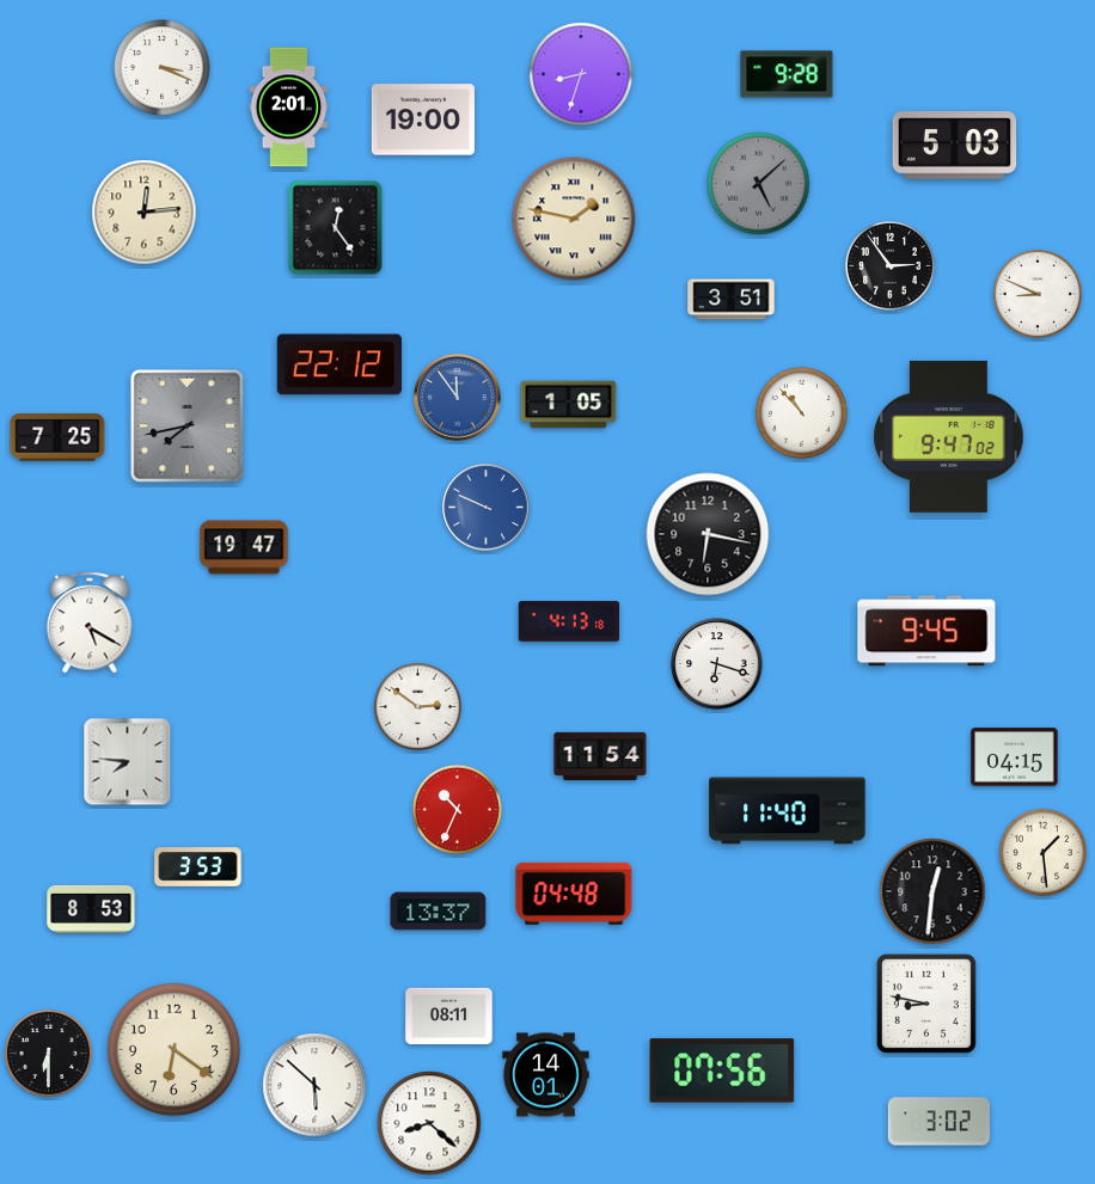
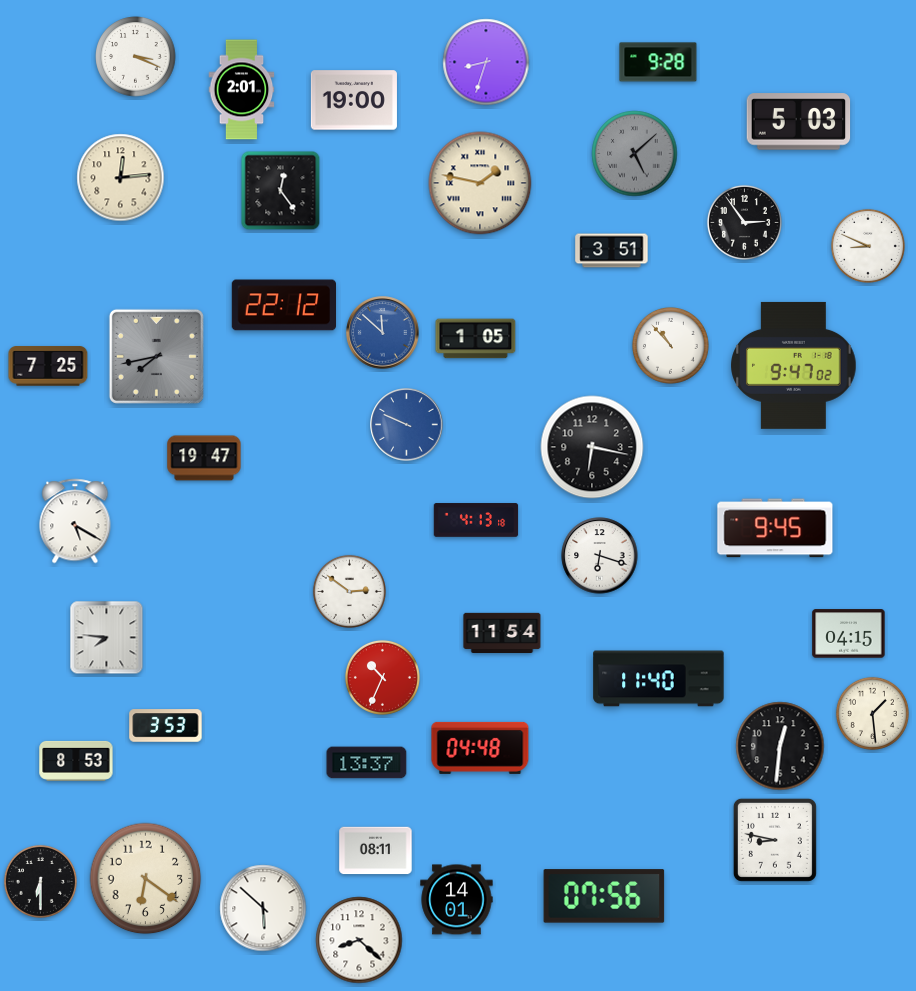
clock at (458, 398): 11:54 -> 11:52
clock at (938, 1122): 3:02 -> none
